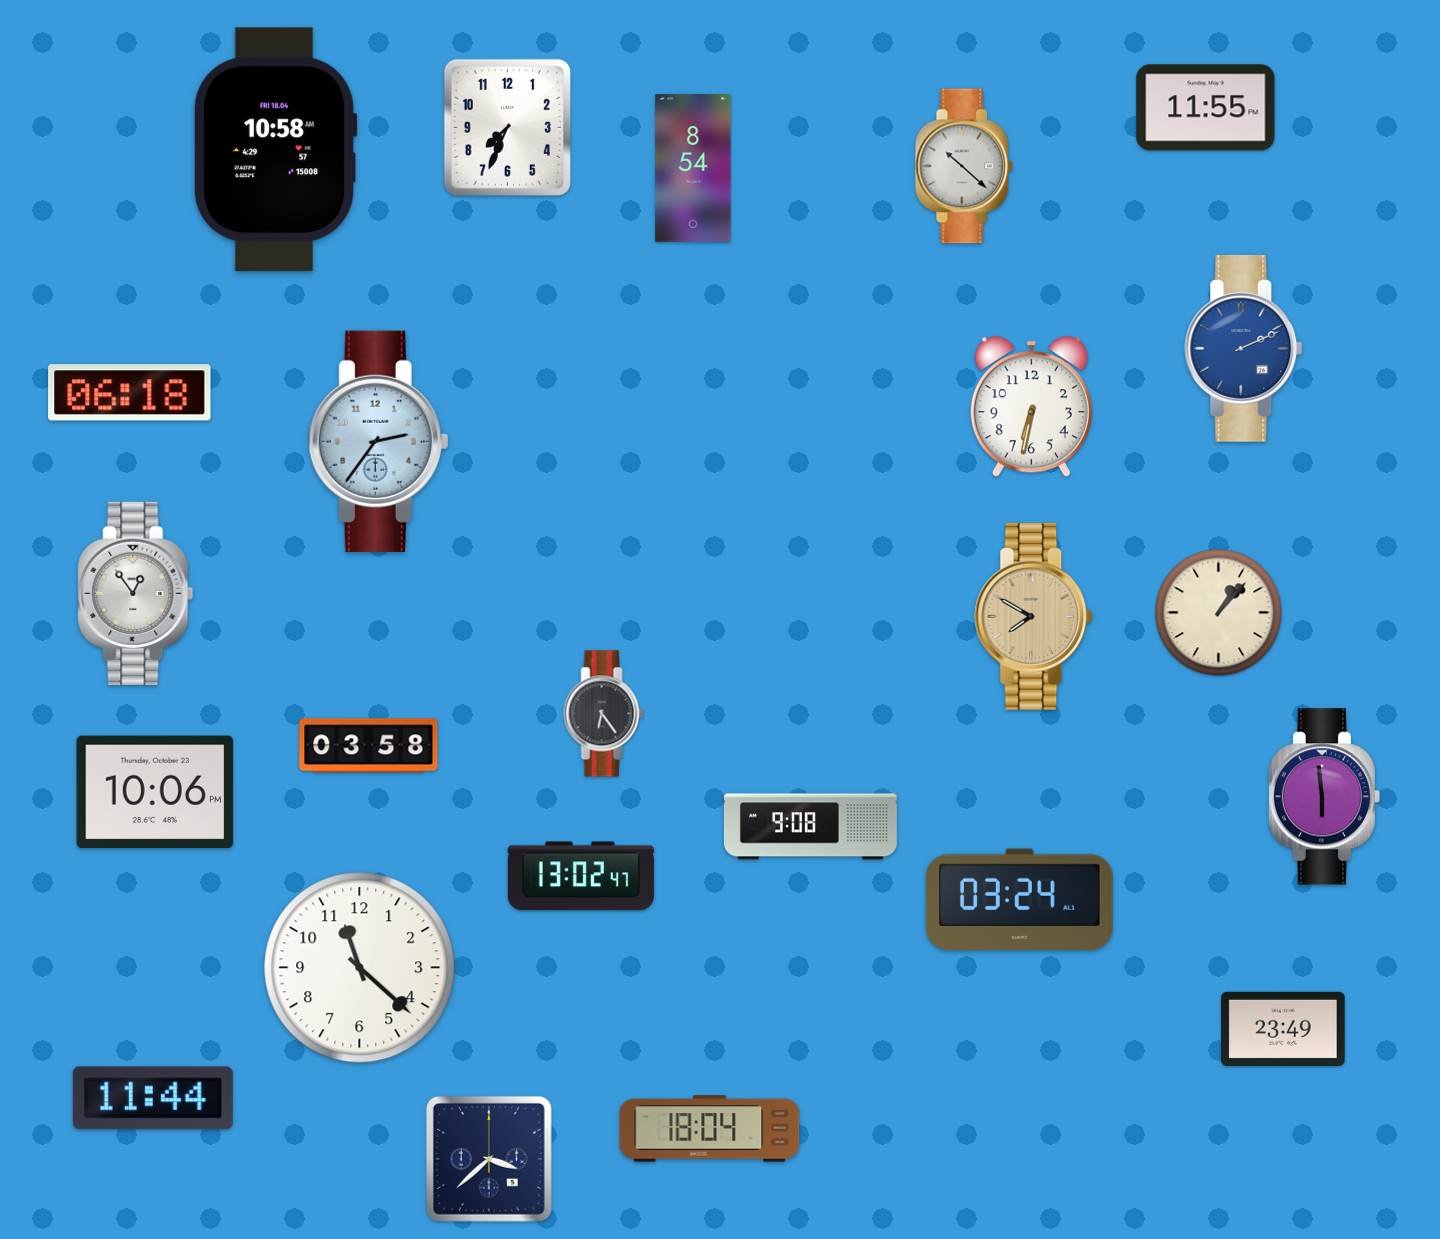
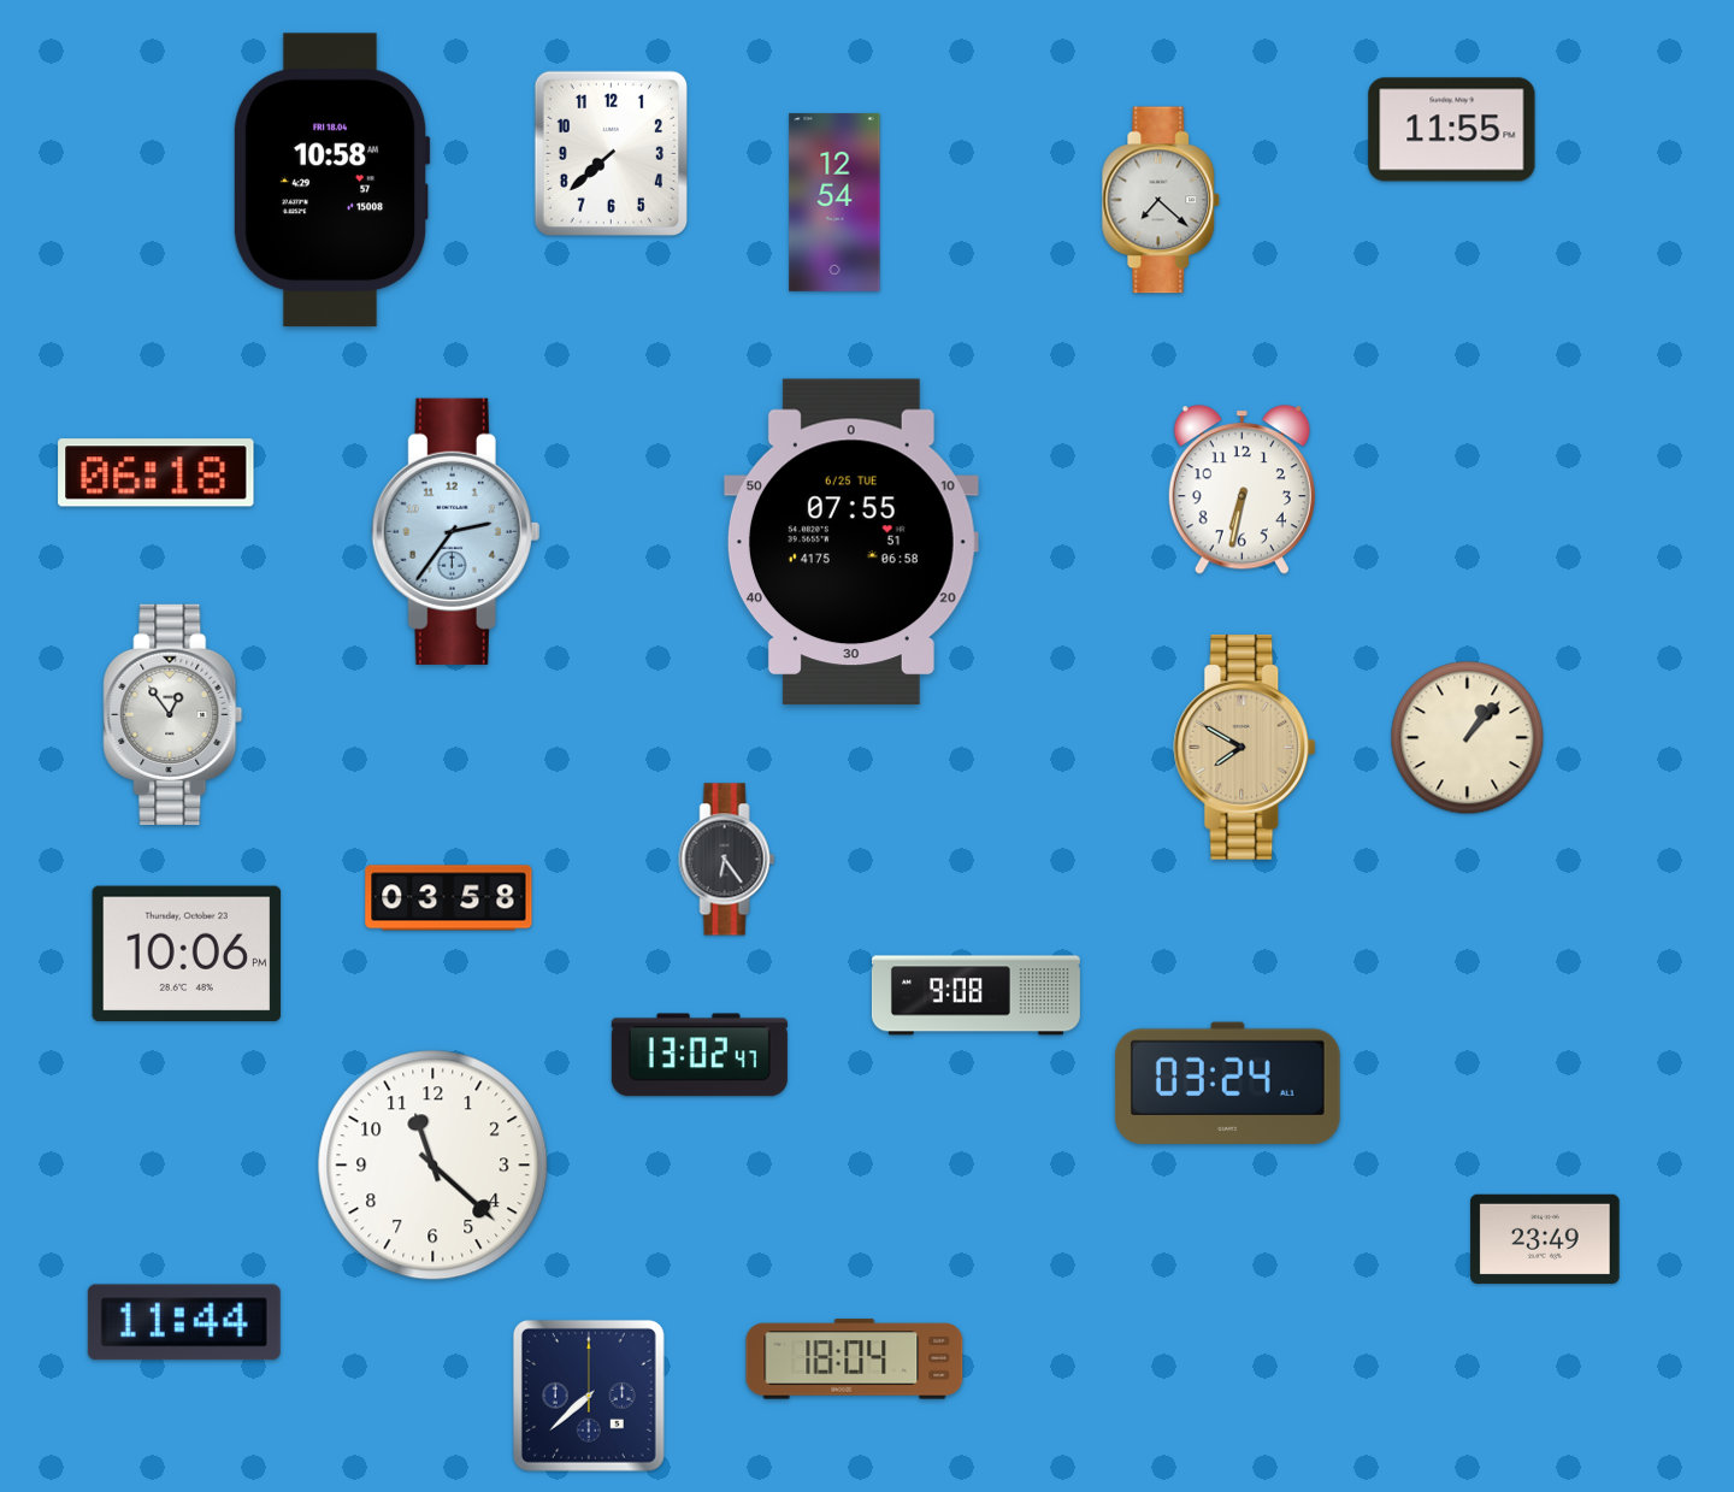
clock at (507, 127): 7:34 -> 7:38
clock at (964, 166): 10:22 -> 7:22
clock at (693, 168): 8:54 -> 12:54
clock at (1244, 348): 2:11 -> none
clock at (851, 542): none -> 07:55
clock at (136, 593) position: (136, 593) -> (173, 714)
clock at (1034, 616) position: (1034, 616) -> (1245, 747)
clock at (369, 746) position: (369, 746) -> (449, 898)
clock at (1325, 797): 5:59 -> none
clock at (489, 1159): 3:38 -> 7:38
